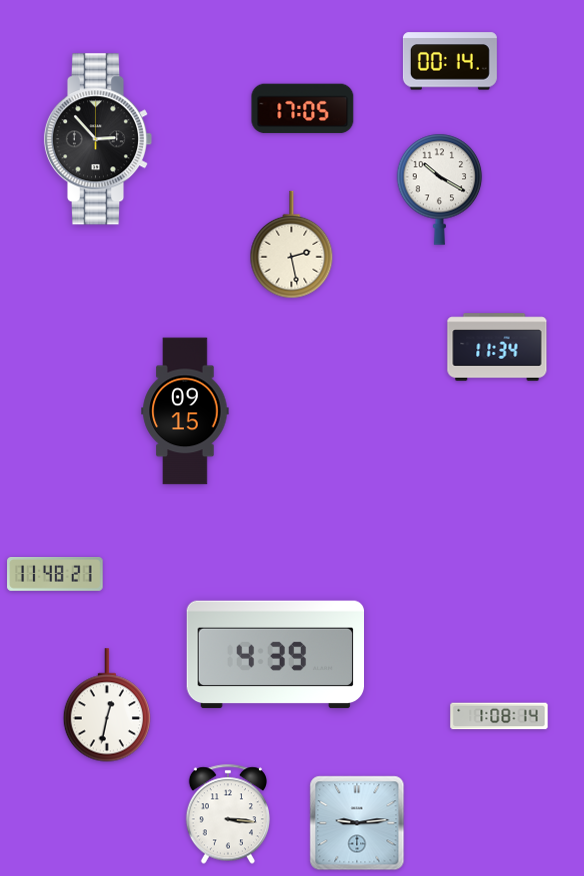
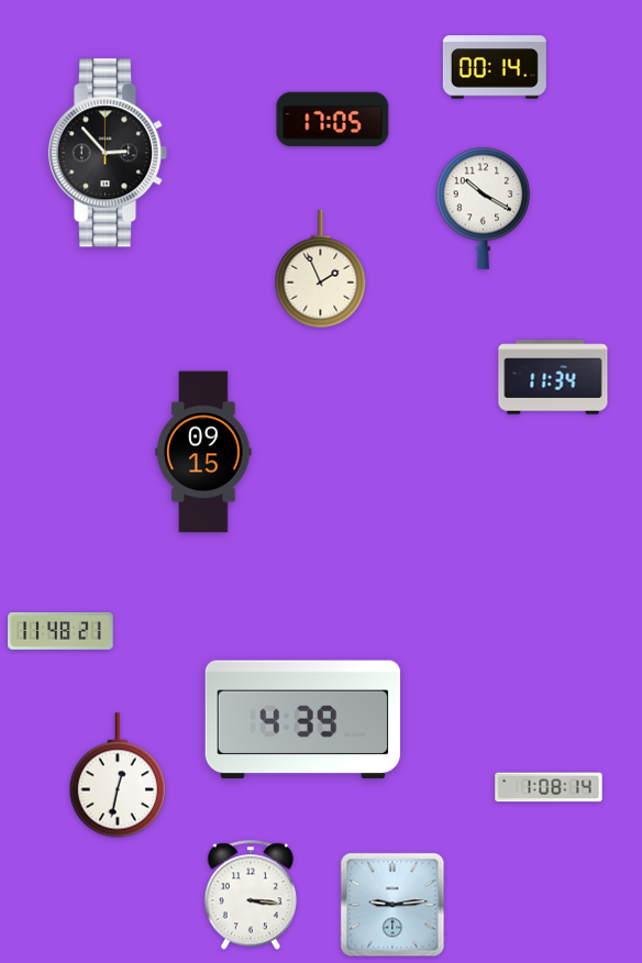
clock at (292, 245): 2:28 -> 1:56
clock at (497, 347) position: (497, 347) -> (553, 377)
